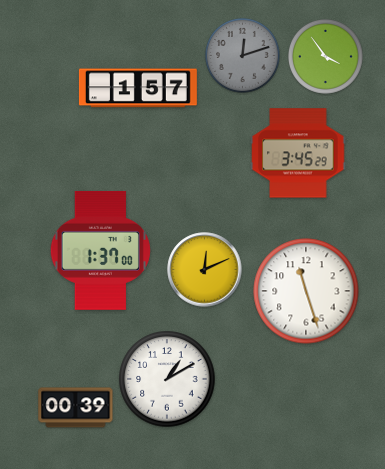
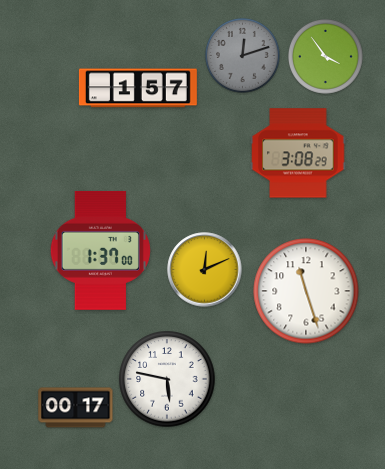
clock at (298, 153): 3:45 -> 3:08
clock at (167, 379): 1:10 -> 5:47
clock at (76, 408): 00:39 -> 00:17
